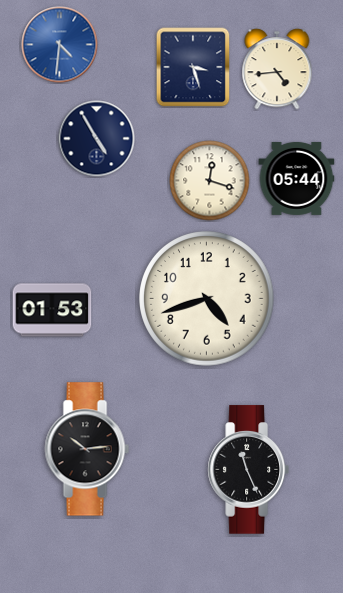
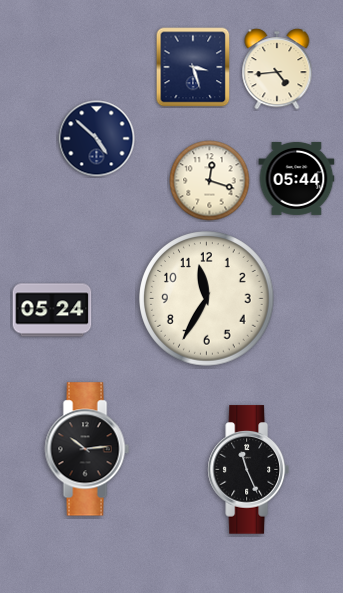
clock at (60, 45): 4:31 -> none
clock at (97, 139): 4:55 -> 4:52
clock at (207, 299): 4:42 -> 11:35
clock at (52, 310): 01:53 -> 05:24
